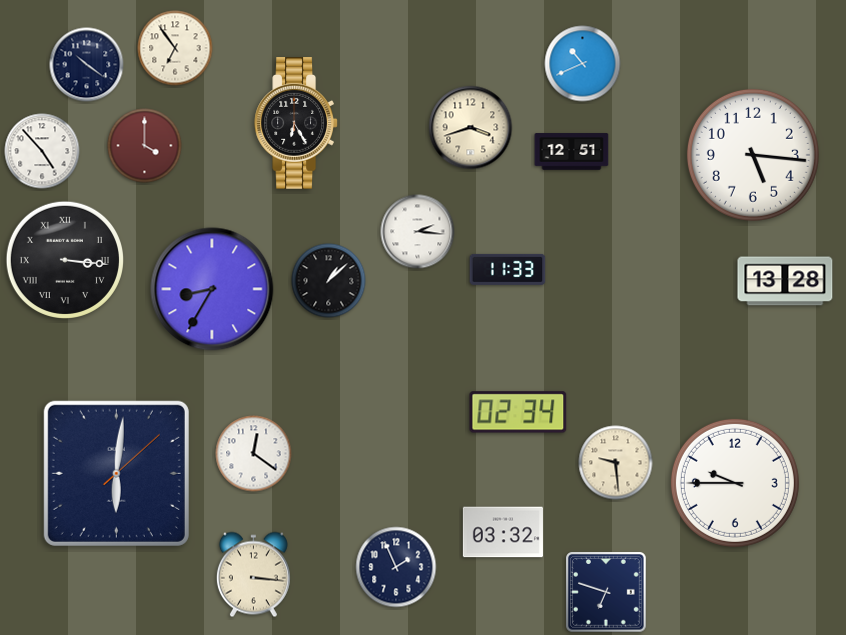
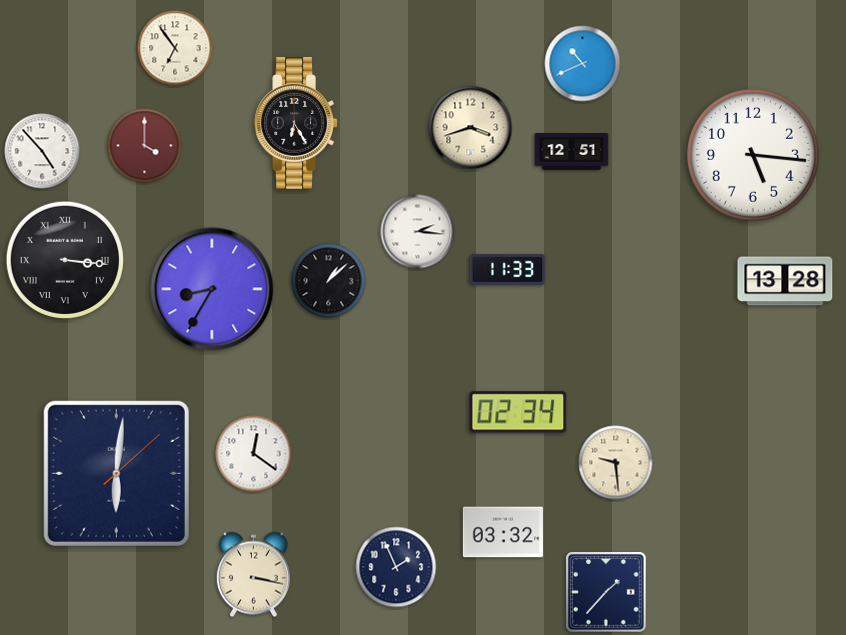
clock at (87, 65): 10:21 -> none
clock at (735, 483): 9:45 -> none
clock at (253, 575): 3:16 -> 3:17
clock at (607, 593): 6:48 -> 1:37
